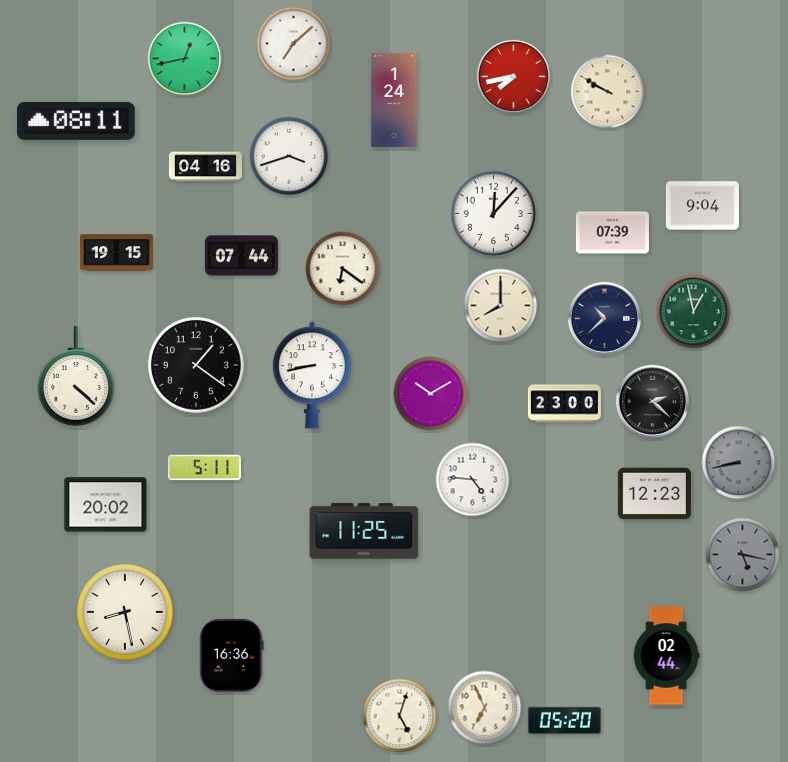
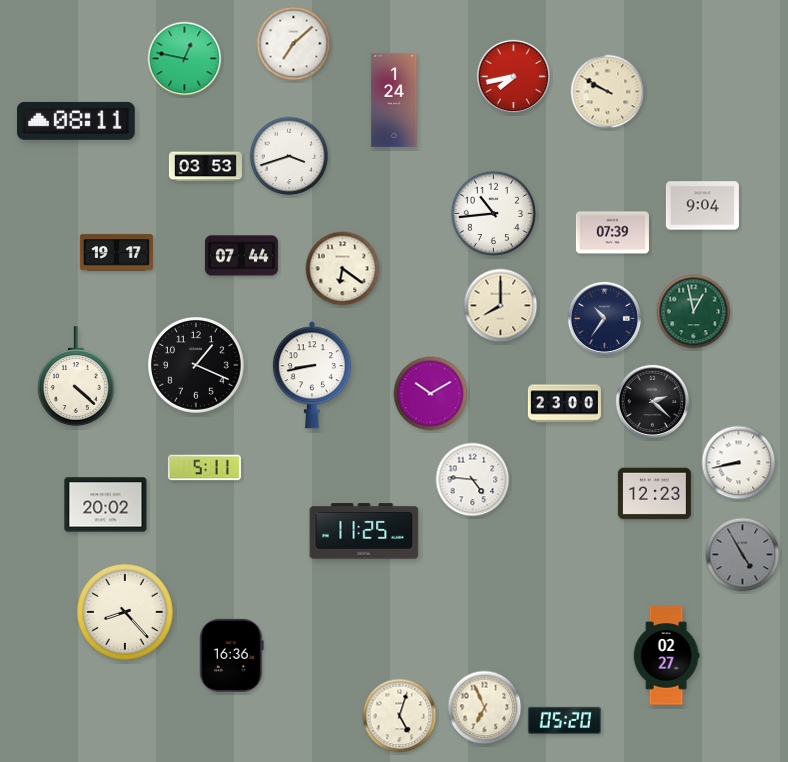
clock at (185, 59): 12:43 -> 12:47
clock at (205, 167): 04:16 -> 03:53
clock at (493, 213): 12:07 -> 10:44
clock at (116, 253): 19:15 -> 19:17
clock at (604, 318): 10:38 -> 10:36
clock at (197, 366): 1:21 -> 1:19
clock at (739, 463) dial: grey -> white
clock at (743, 555): 5:17 -> 4:55
clock at (126, 613): 8:28 -> 8:23
clock at (666, 656): 02:44 -> 02:27
